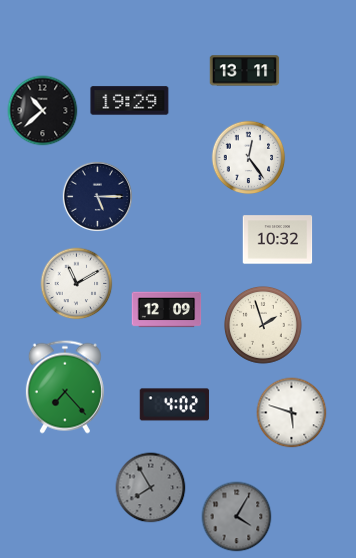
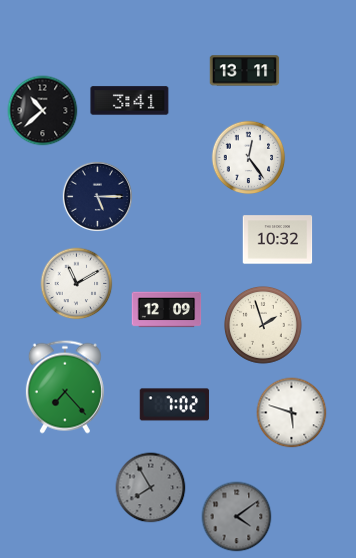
clock at (130, 101): 19:29 -> 3:41
clock at (175, 405): 4:02 -> 7:02
clock at (237, 517): 4:05 -> 4:09
